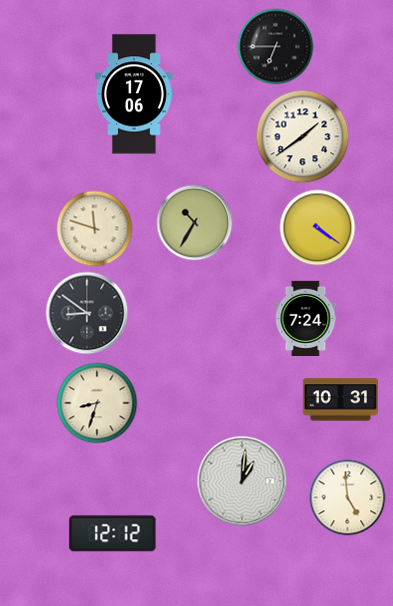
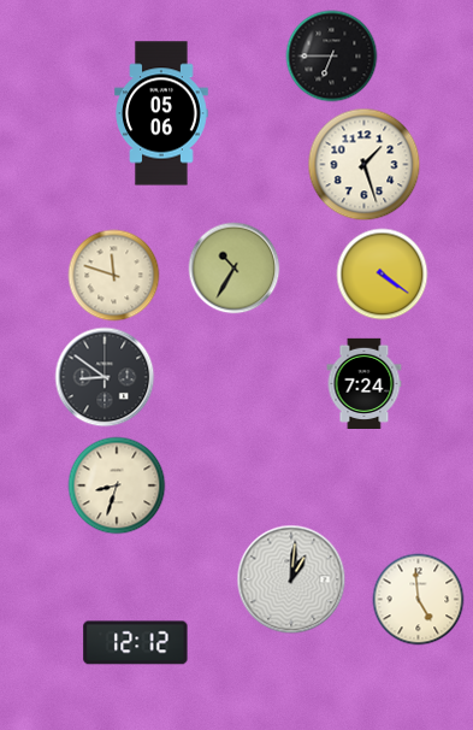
clock at (134, 94): 17:06 -> 05:06
clock at (303, 137): 1:39 -> 1:27
clock at (306, 318) position: (306, 318) -> (365, 383)
clock at (340, 400): 10:31 -> none
